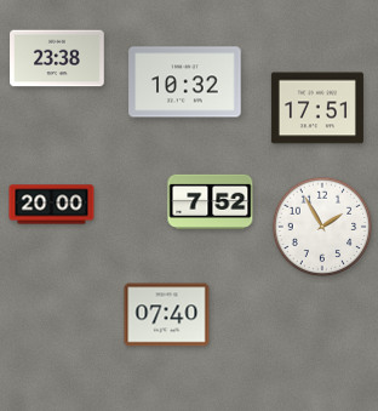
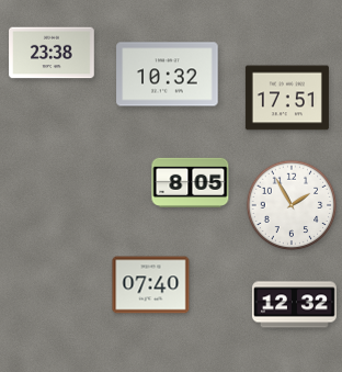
clock at (211, 201): 7:52 -> 8:05
clock at (52, 205): 20:00 -> none
clock at (294, 305): none -> 12:32
